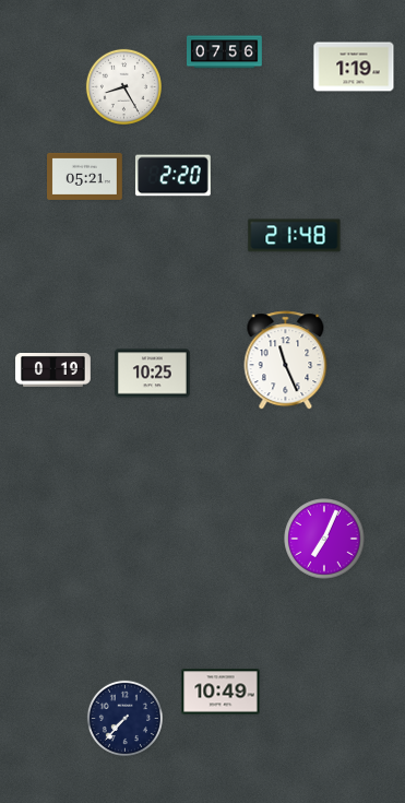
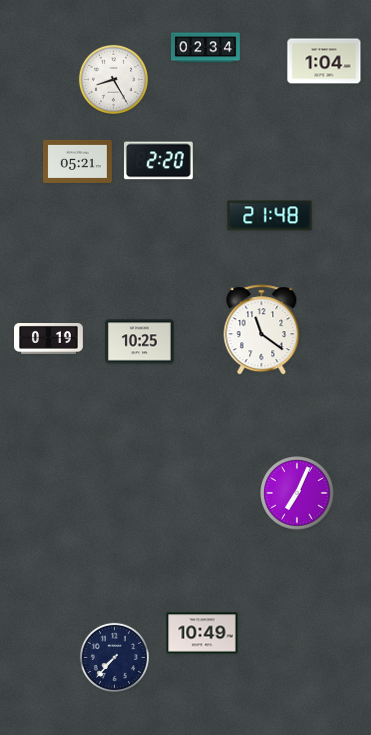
clock at (225, 52): 07:56 -> 02:34
clock at (354, 67): 1:19 -> 1:04
clock at (286, 361): 11:26 -> 11:21
